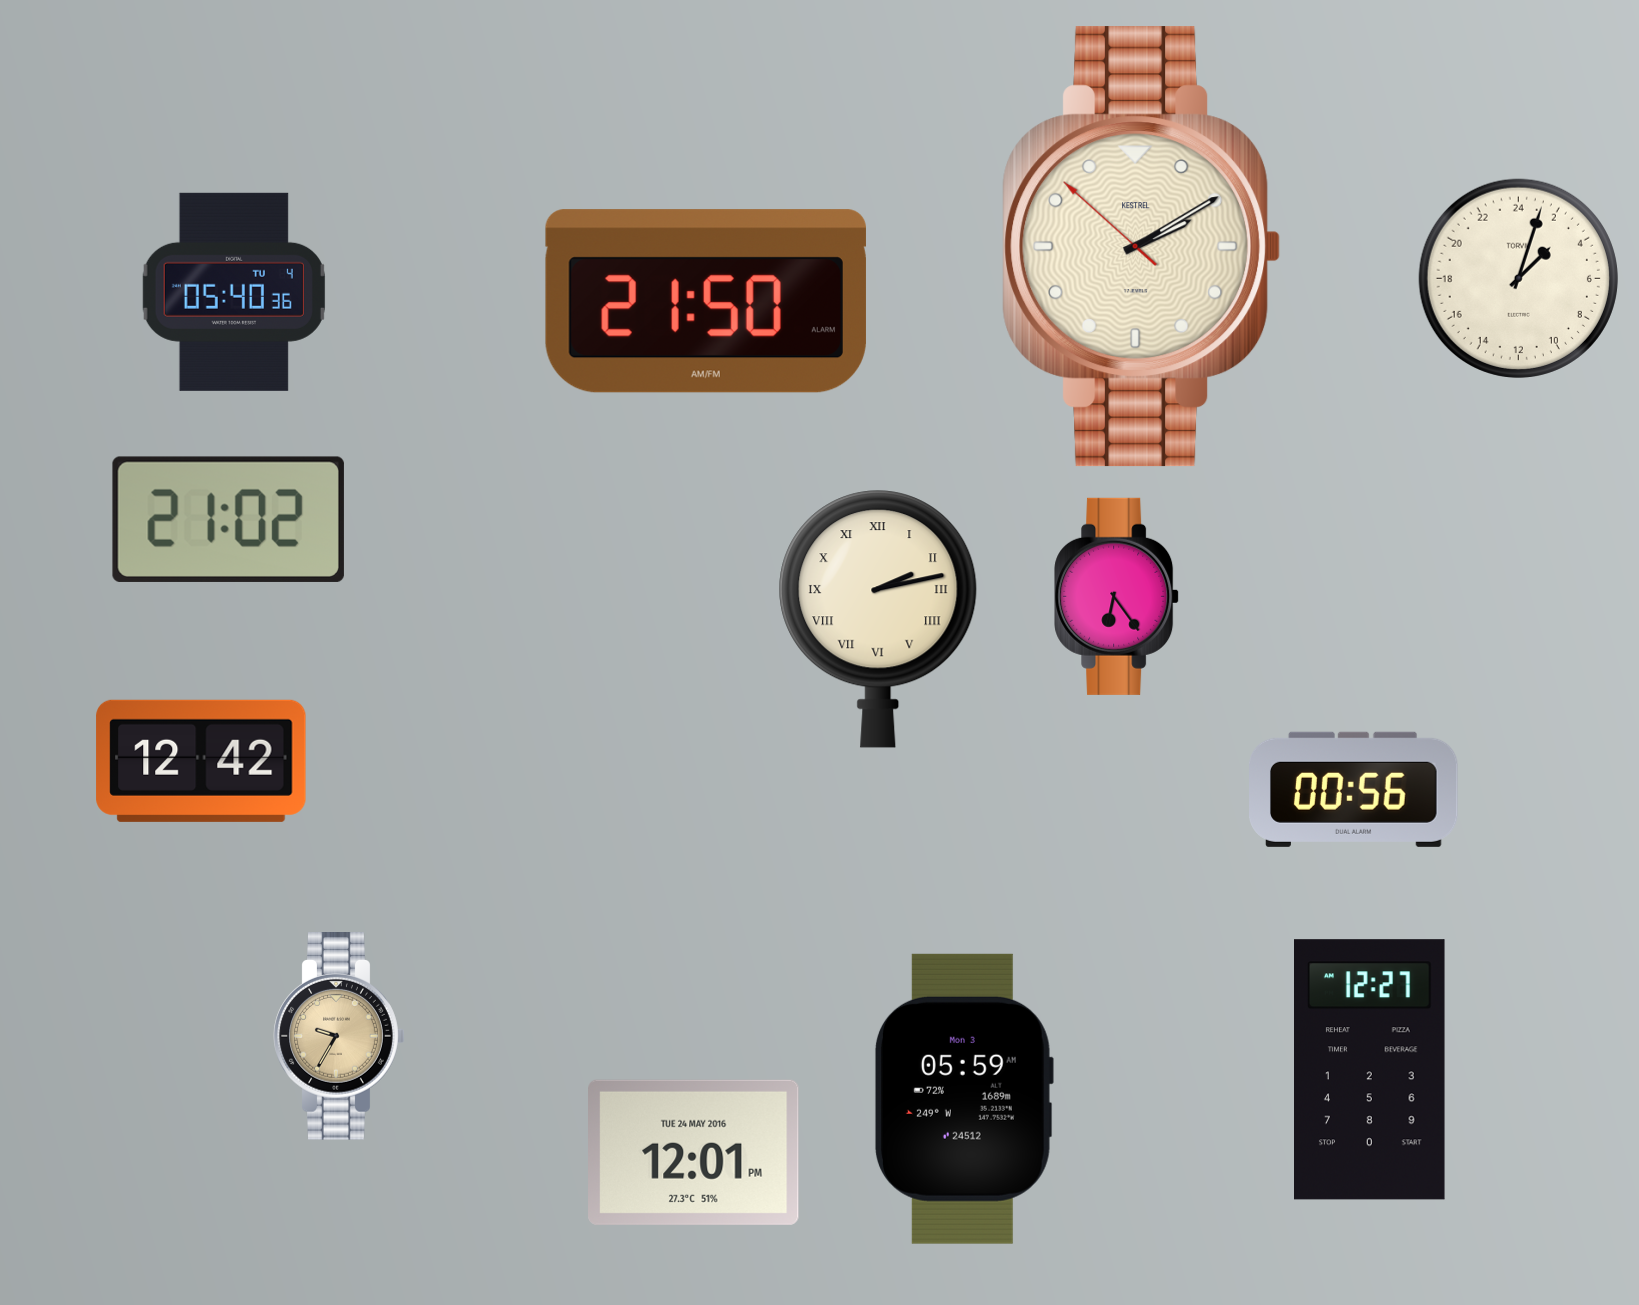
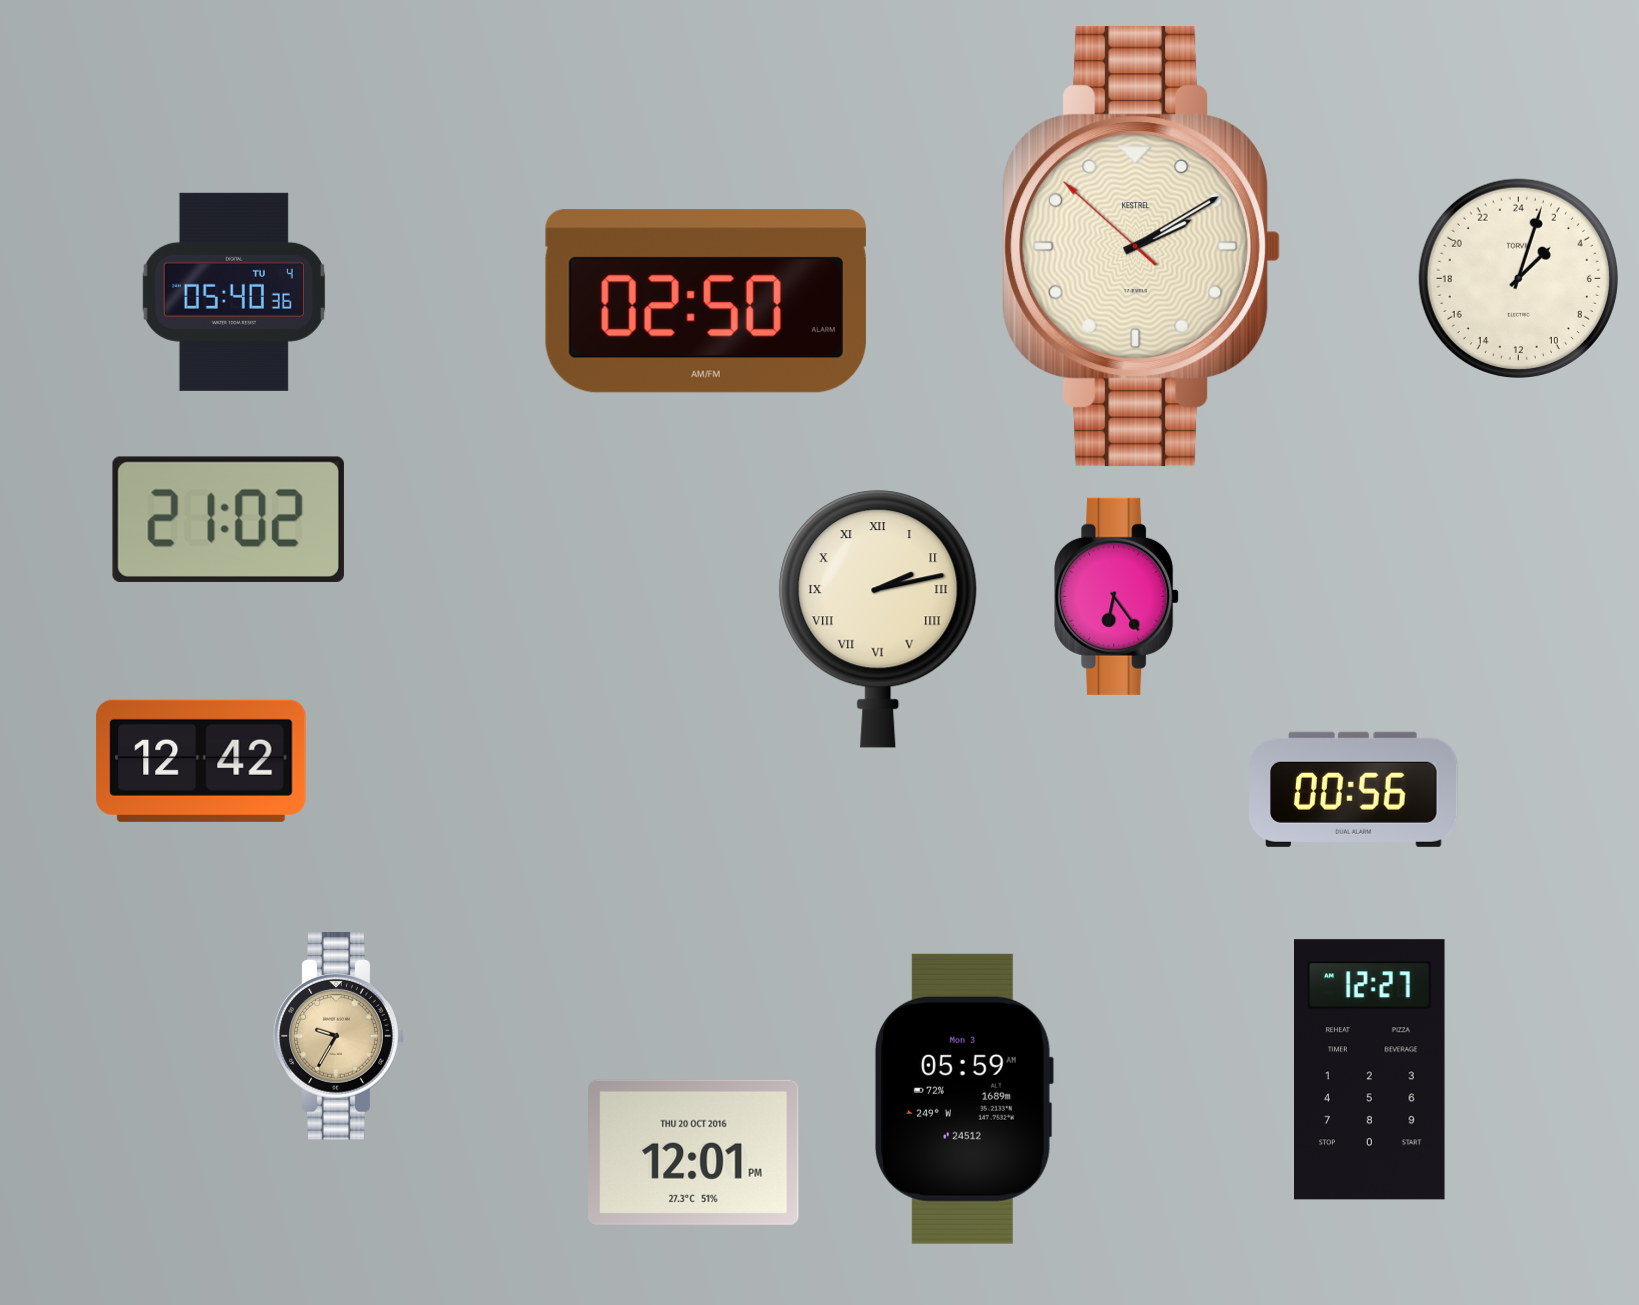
clock at (706, 301): 21:50 -> 02:50
clock at (694, 1152) date: TUE 24 MAY 2016 -> THU 20 OCT 2016
